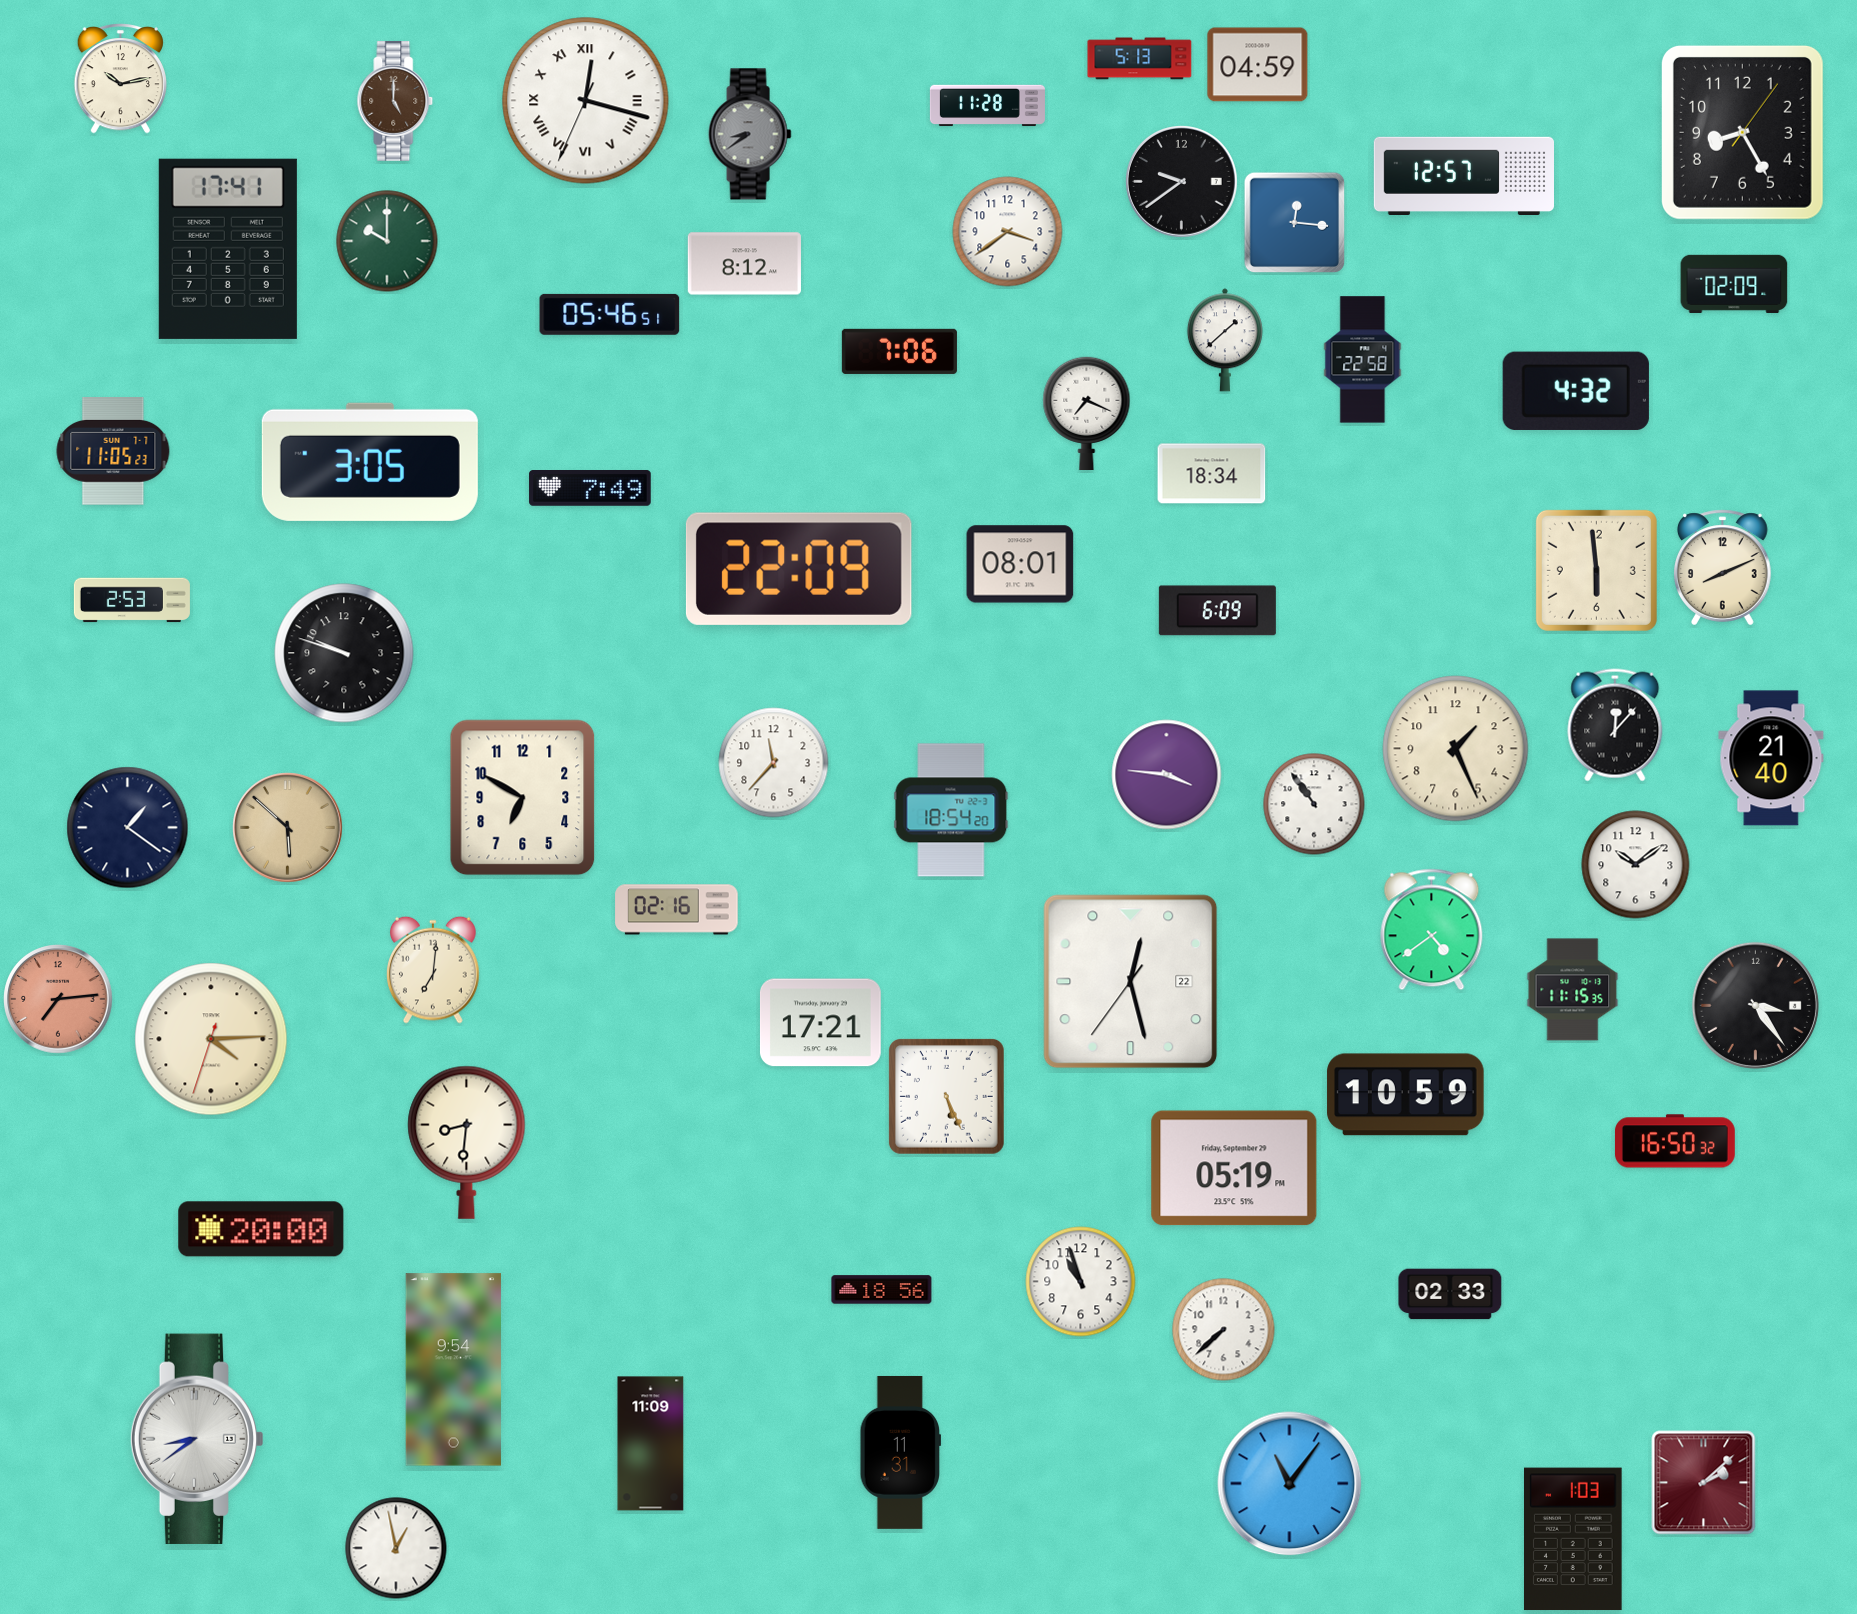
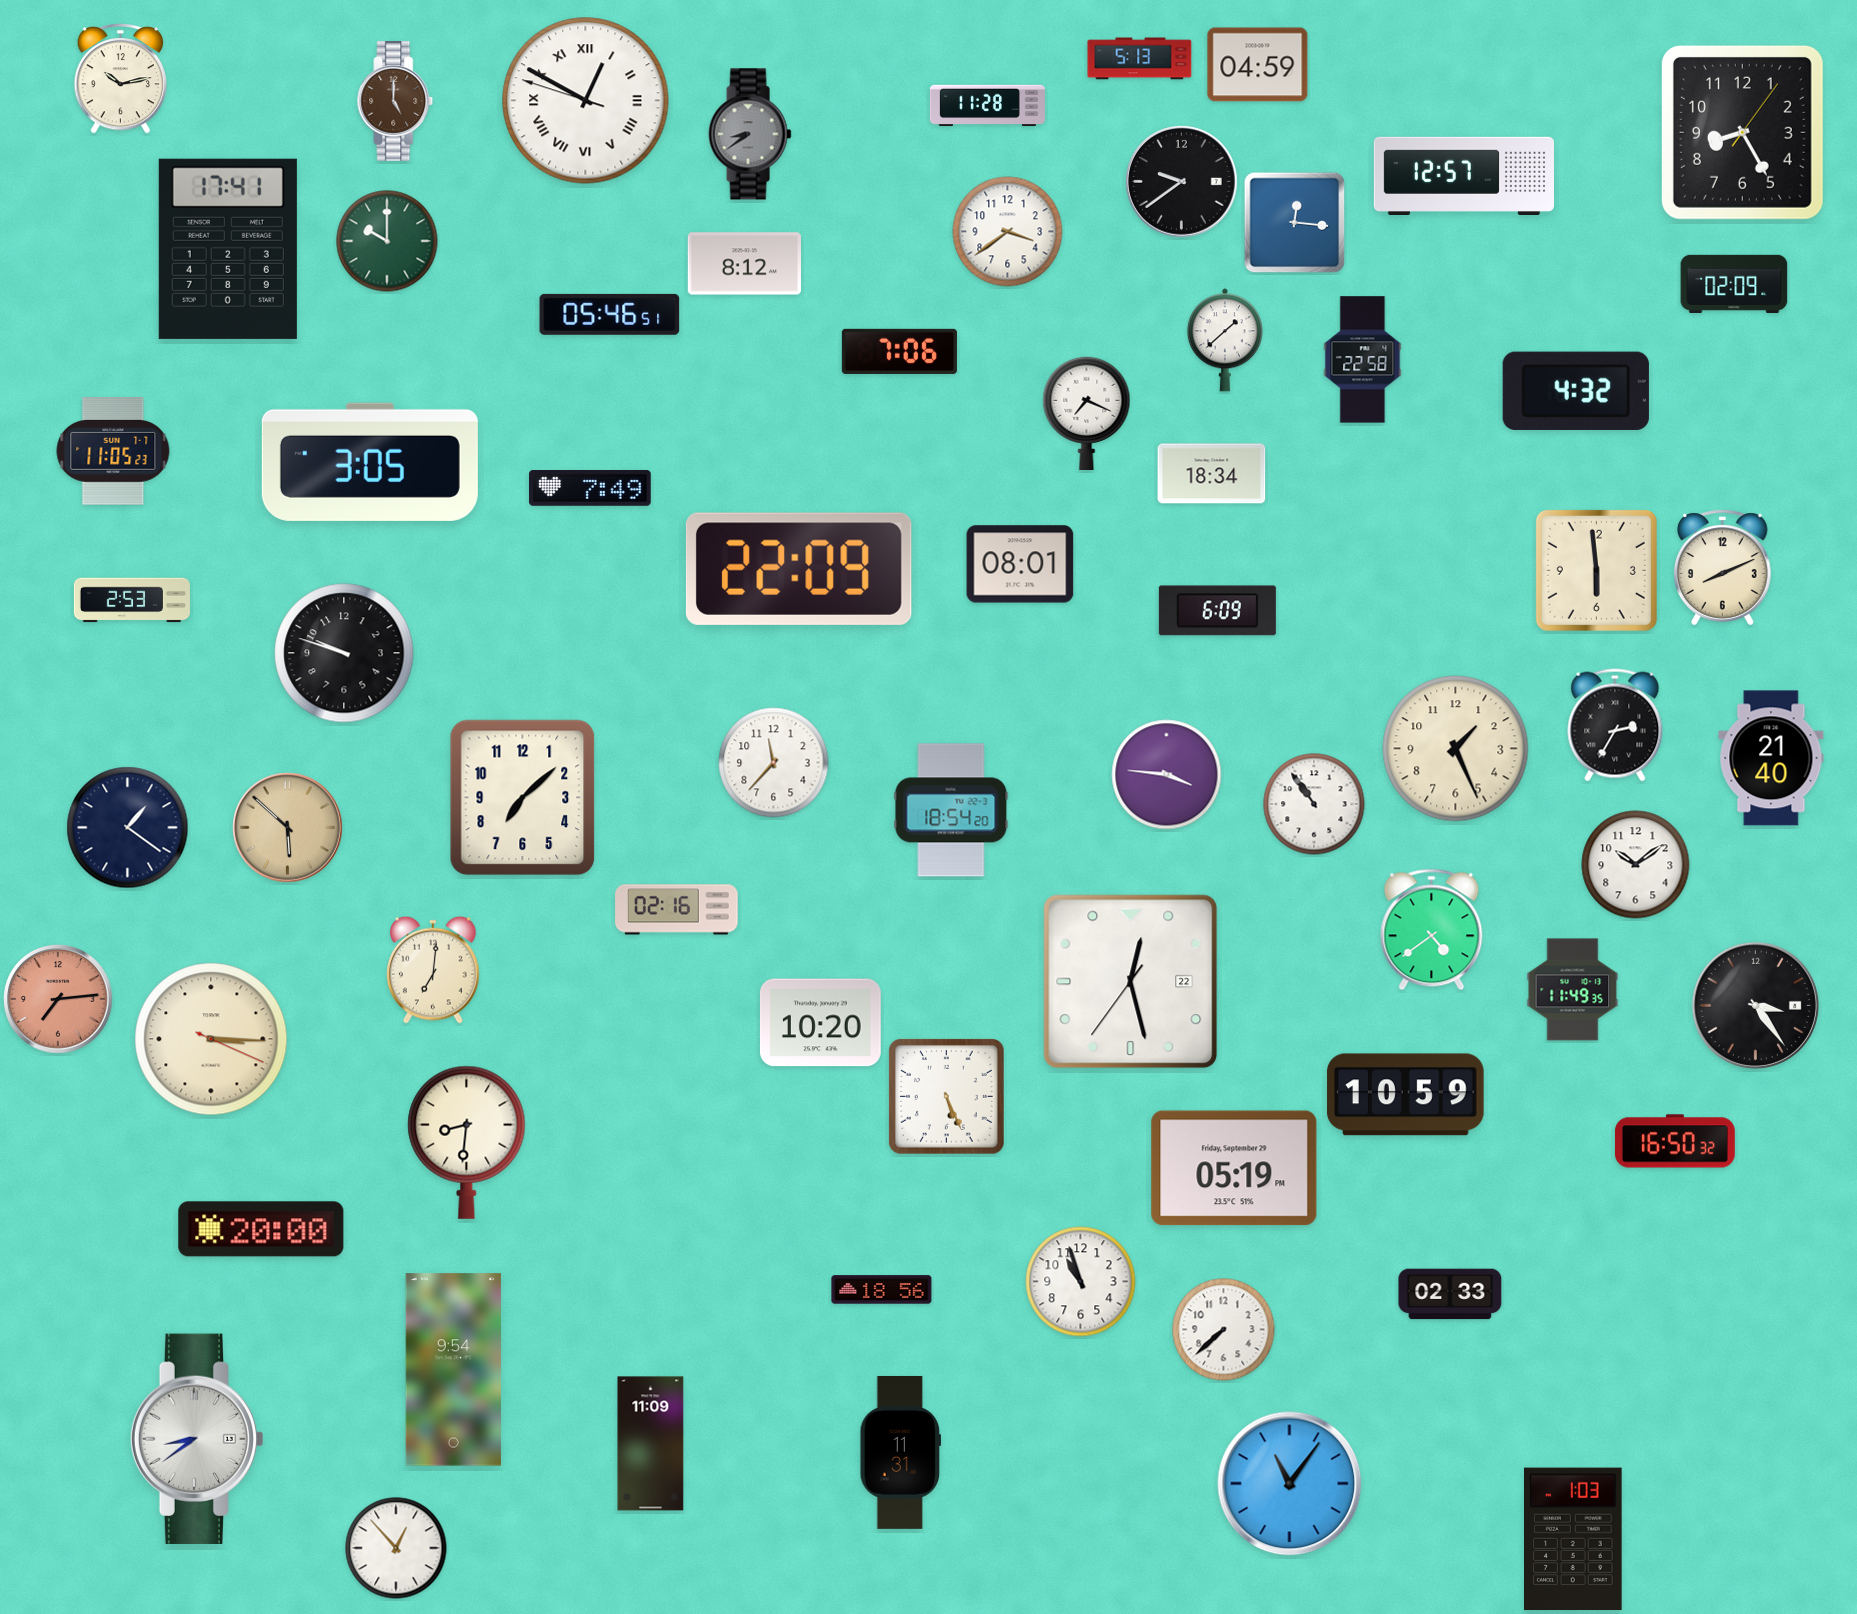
clock at (586, 101): 12:17 -> 12:49
clock at (1615, 725): 12:07 -> 2:35
clock at (523, 798): 6:50 -> 7:08
clock at (1573, 990): 11:15 -> 11:49
clock at (820, 1023): 17:21 -> 10:20
clock at (211, 1039): 4:14 -> 3:15
clock at (1704, 1483): 2:08 -> none
clock at (396, 1548): 12:58 -> 12:53
